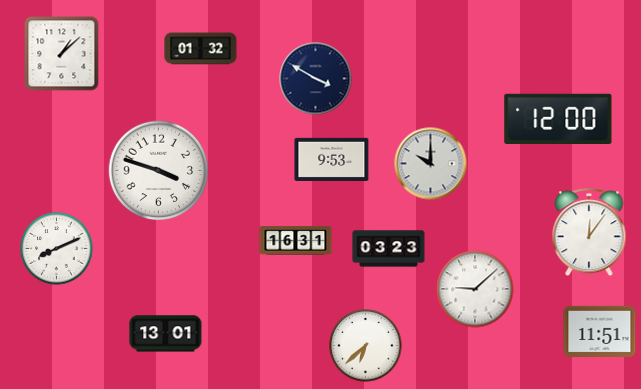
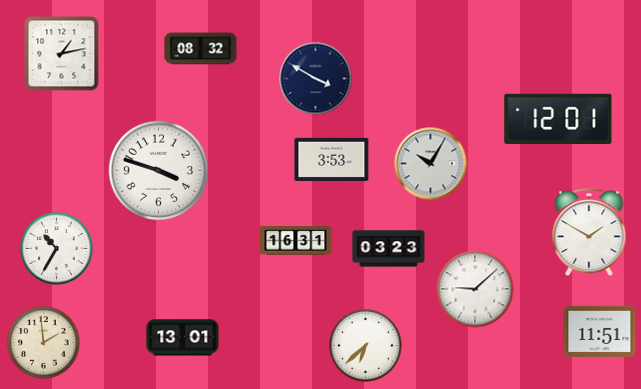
clock at (201, 49): 01:32 -> 08:32
clock at (62, 54): 1:08 -> 1:13
clock at (558, 118): 12:00 -> 12:01
clock at (332, 159): 9:53 -> 3:53
clock at (431, 164): 10:00 -> 10:05
clock at (589, 233): 12:06 -> 1:50
clock at (57, 249): 8:11 -> 10:35
clock at (166, 334) position: (166, 334) -> (183, 338)
clock at (44, 343): none -> 1:59
